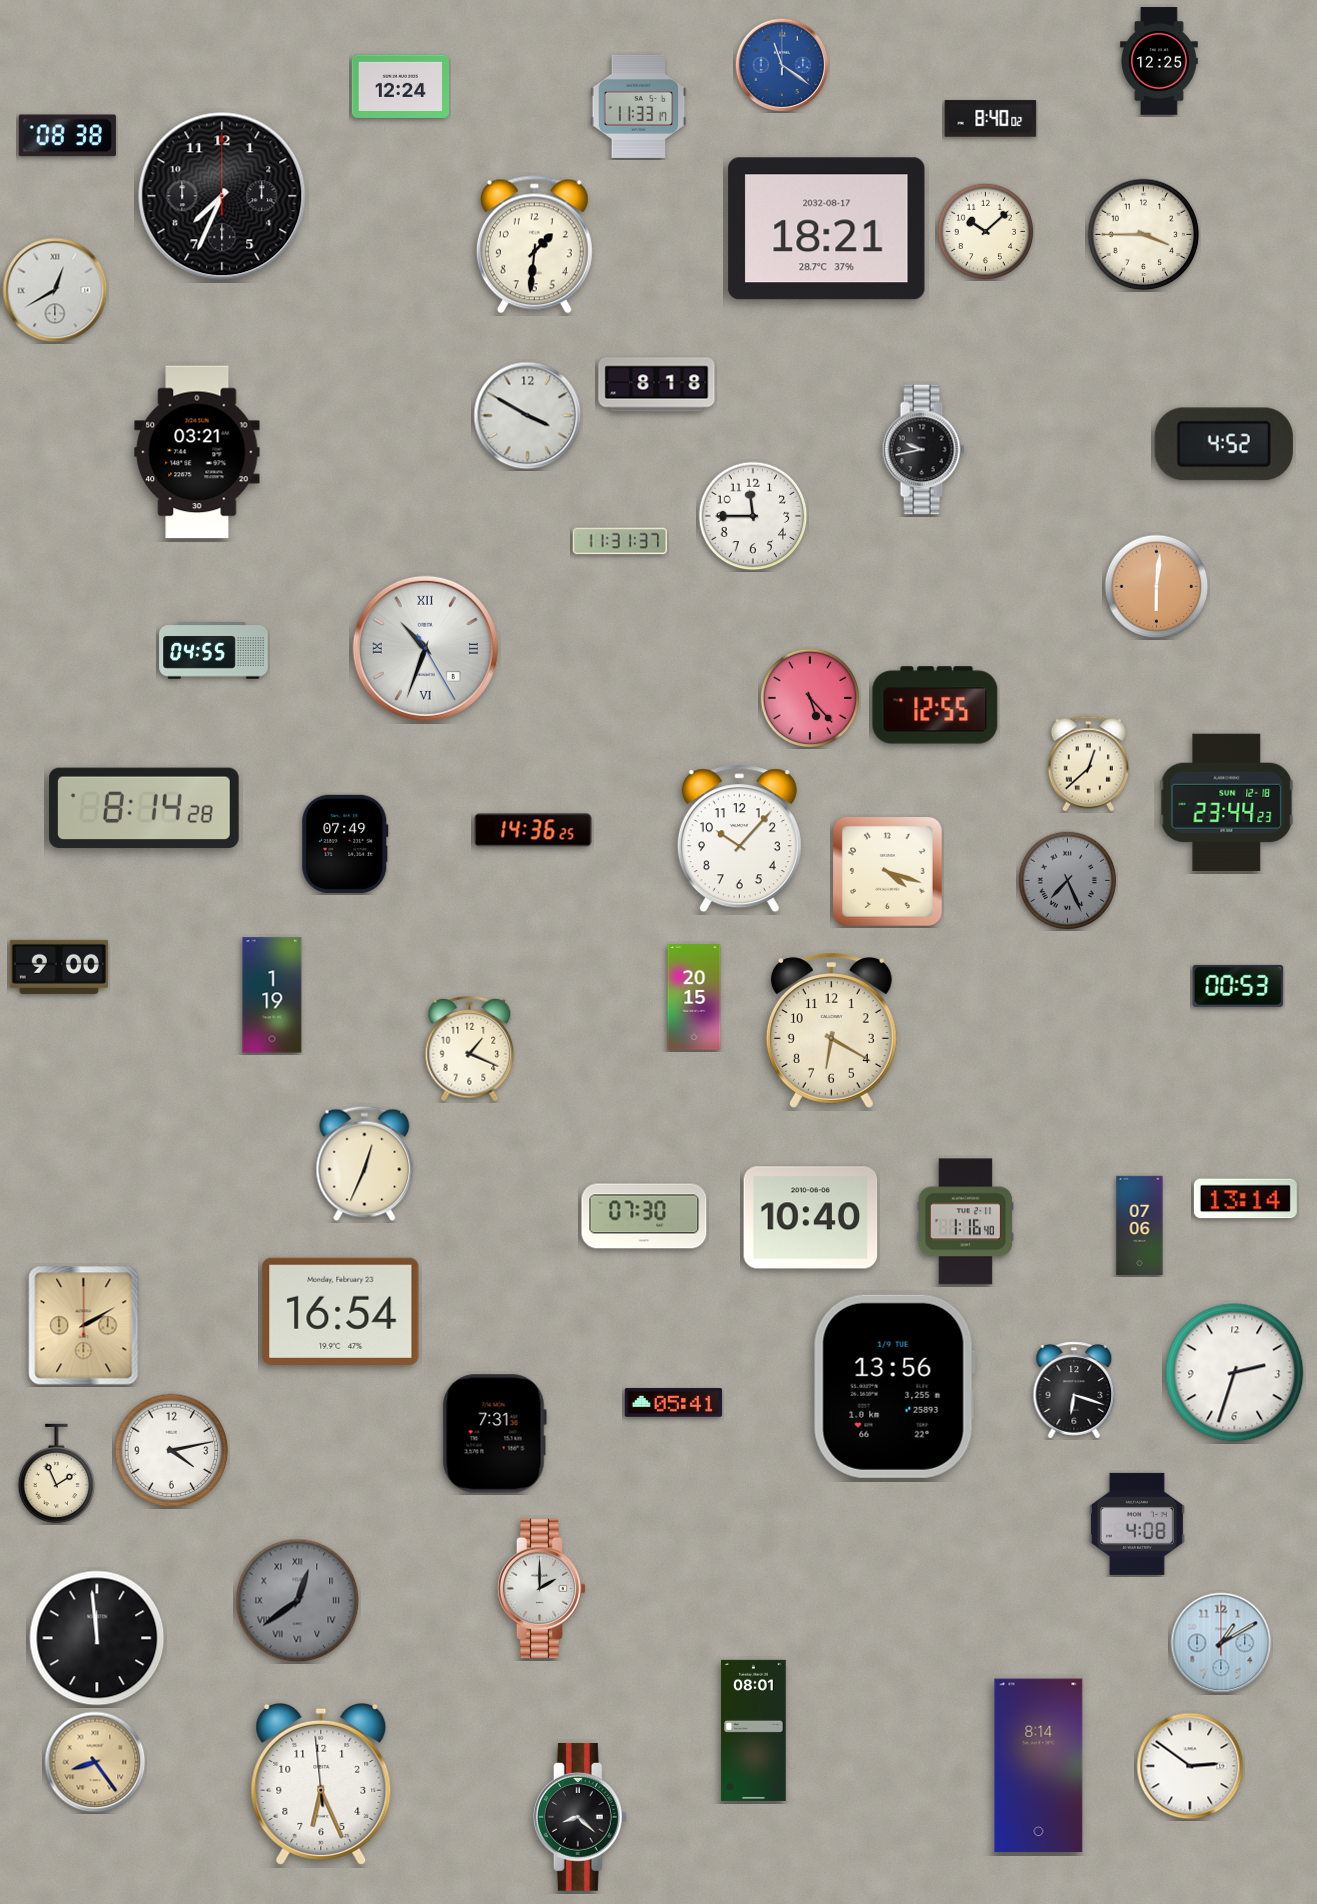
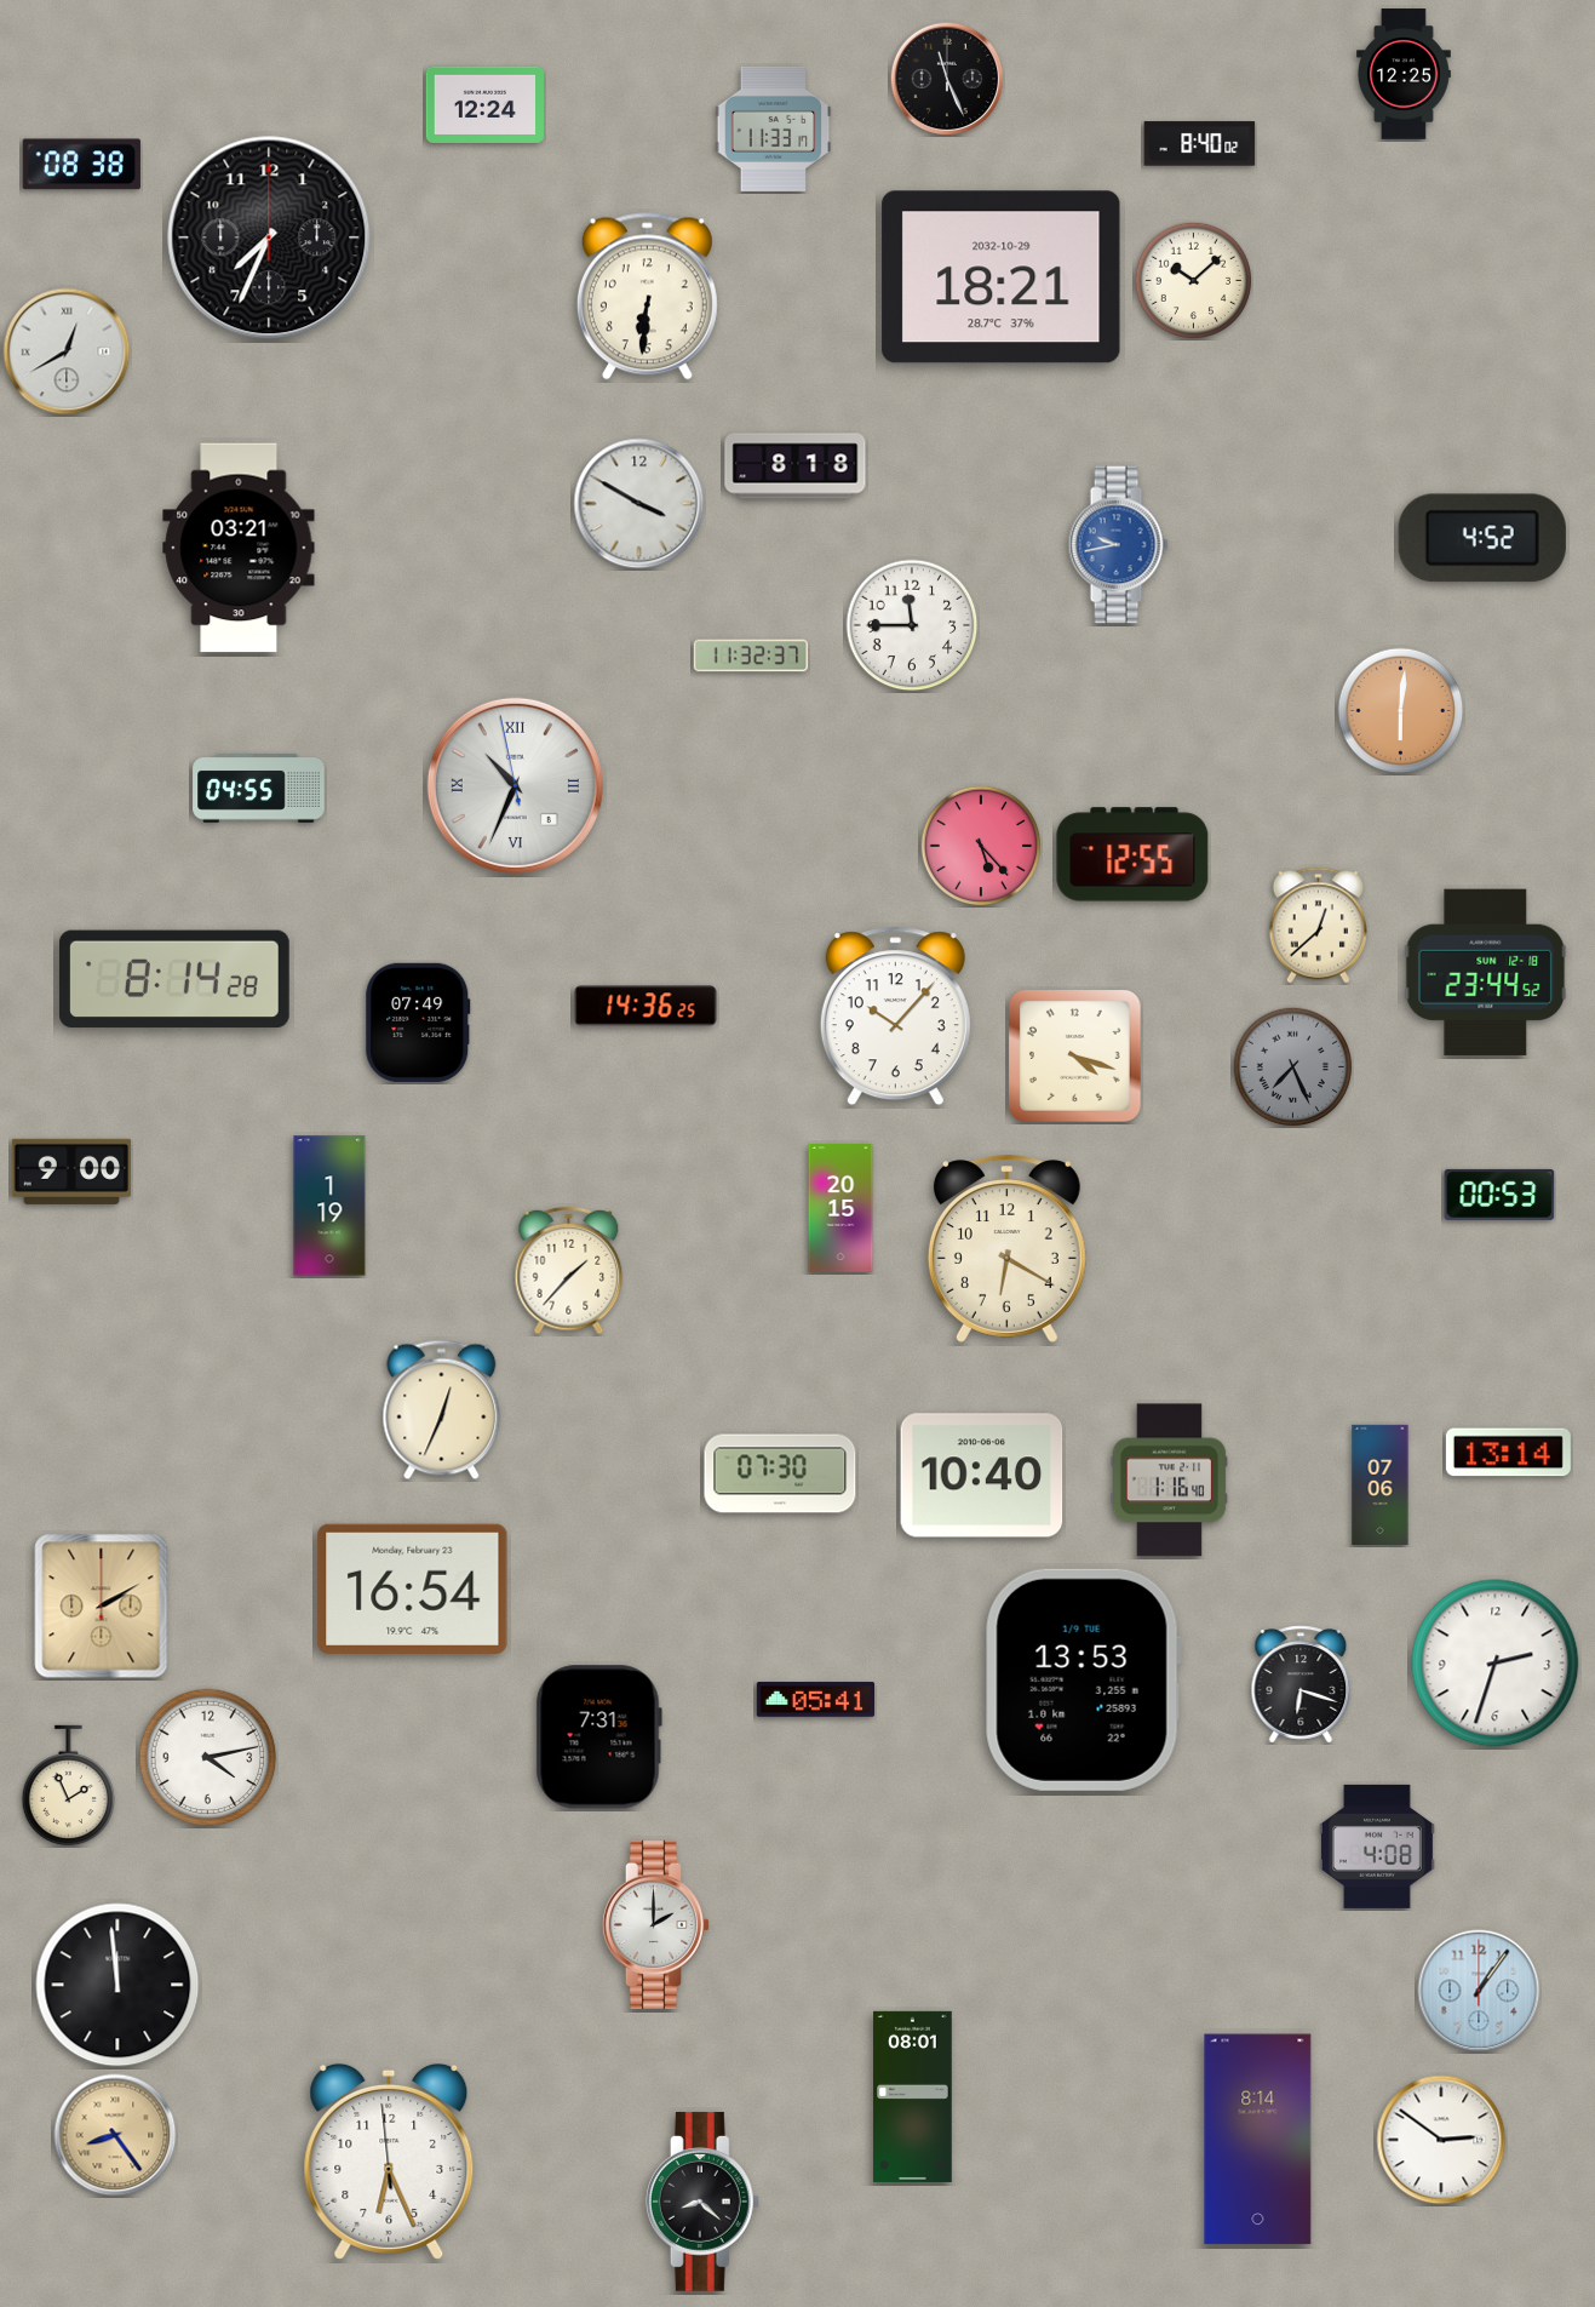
clock at (782, 65): 11:21 -> 11:26
clock at (782, 65) dial: blue -> black
clock at (827, 229) date: 2032-08-17 -> 2032-10-29
clock at (1144, 235): 3:45 -> none
clock at (534, 245): 1:31 -> 6:31
clock at (923, 450) dial: black -> blue
clock at (620, 541): 11:31 -> 11:32
clock at (425, 648): 10:33:25 -> 10:33:58
clock at (1227, 802): 23:44:23 -> 23:44:52
clock at (470, 1049): 1:19 -> 1:37
clock at (894, 1386): 13:56 -> 13:53
clock at (298, 1601): 12:39 -> none
clock at (1221, 1643): 1:10 -> 1:06
